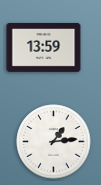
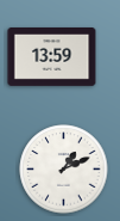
clock at (54, 142): 1:14 -> 1:11
